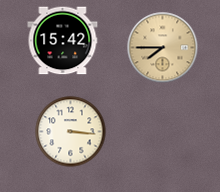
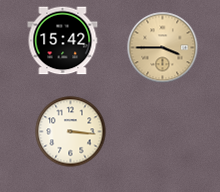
clock at (163, 48): 7:45 -> 3:45
